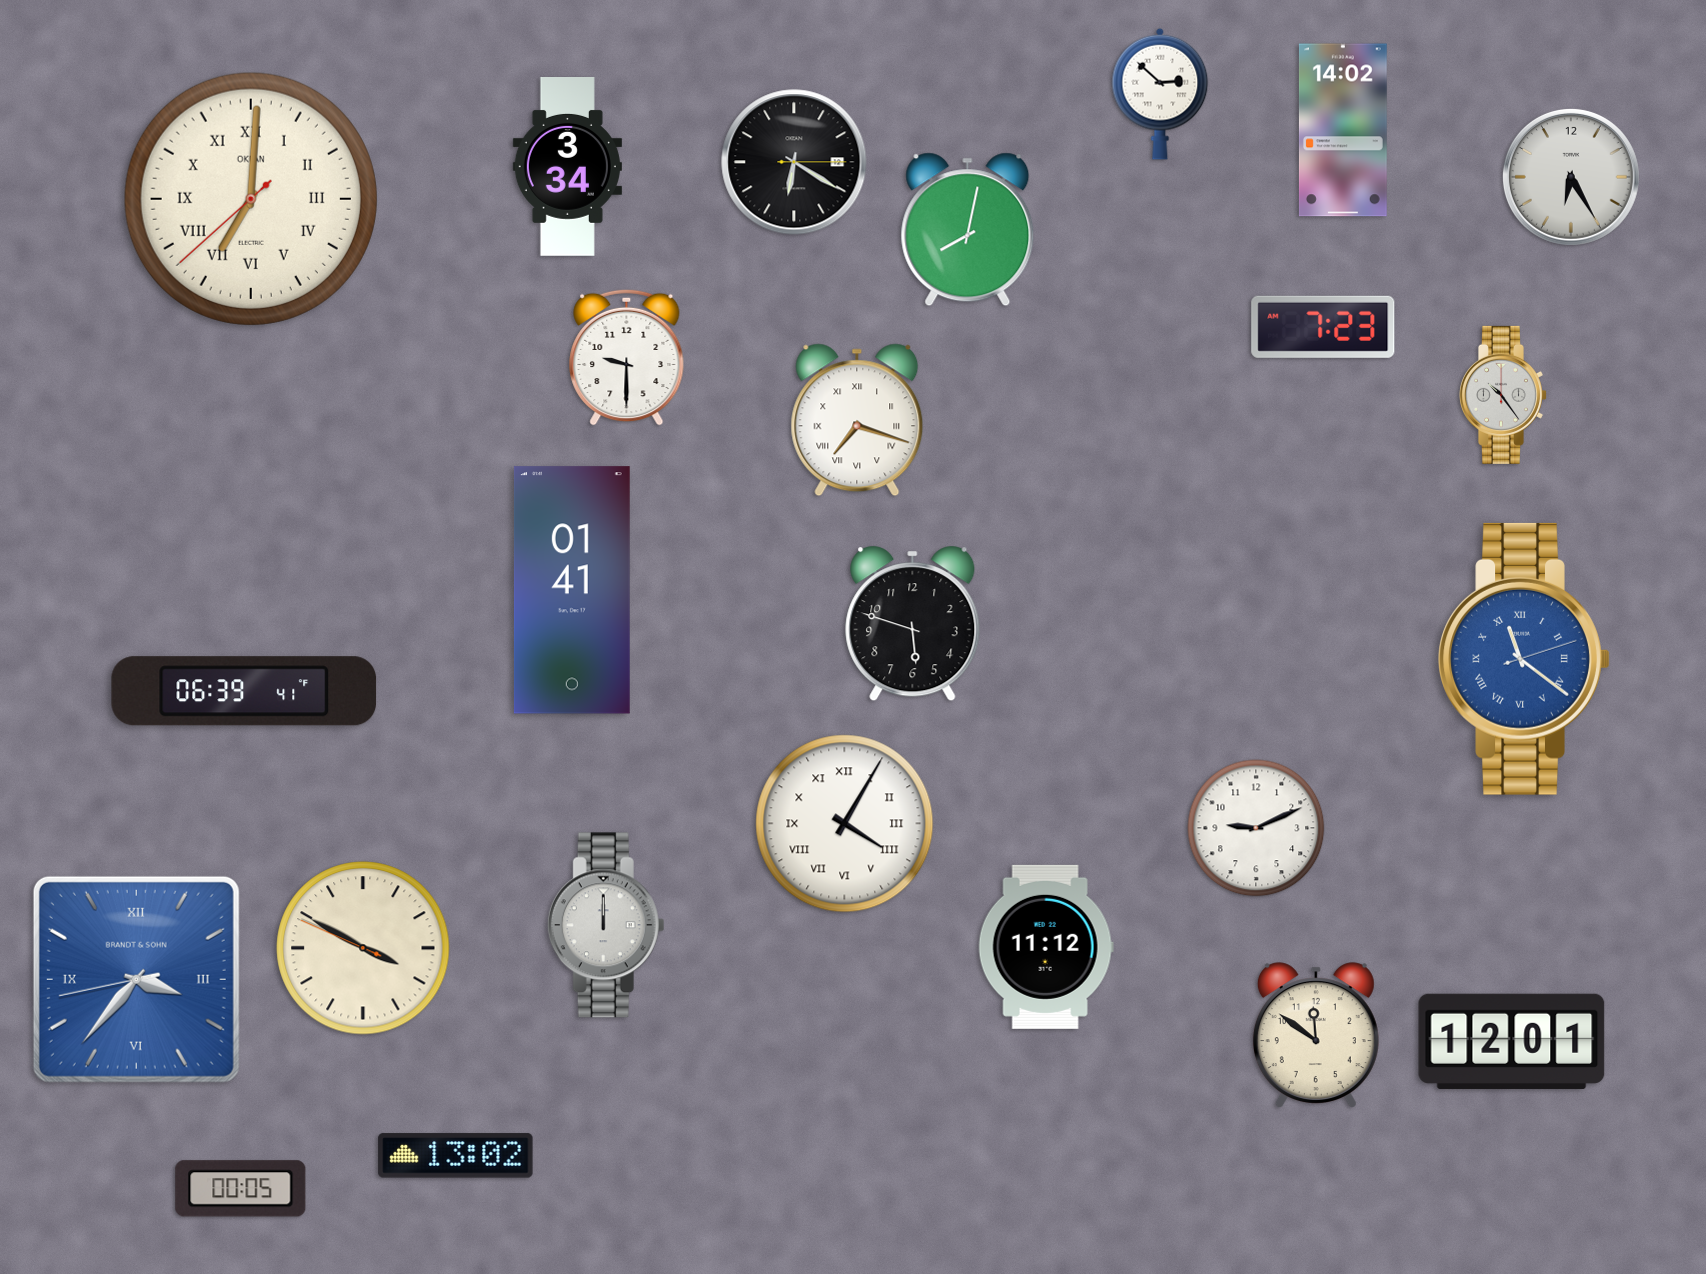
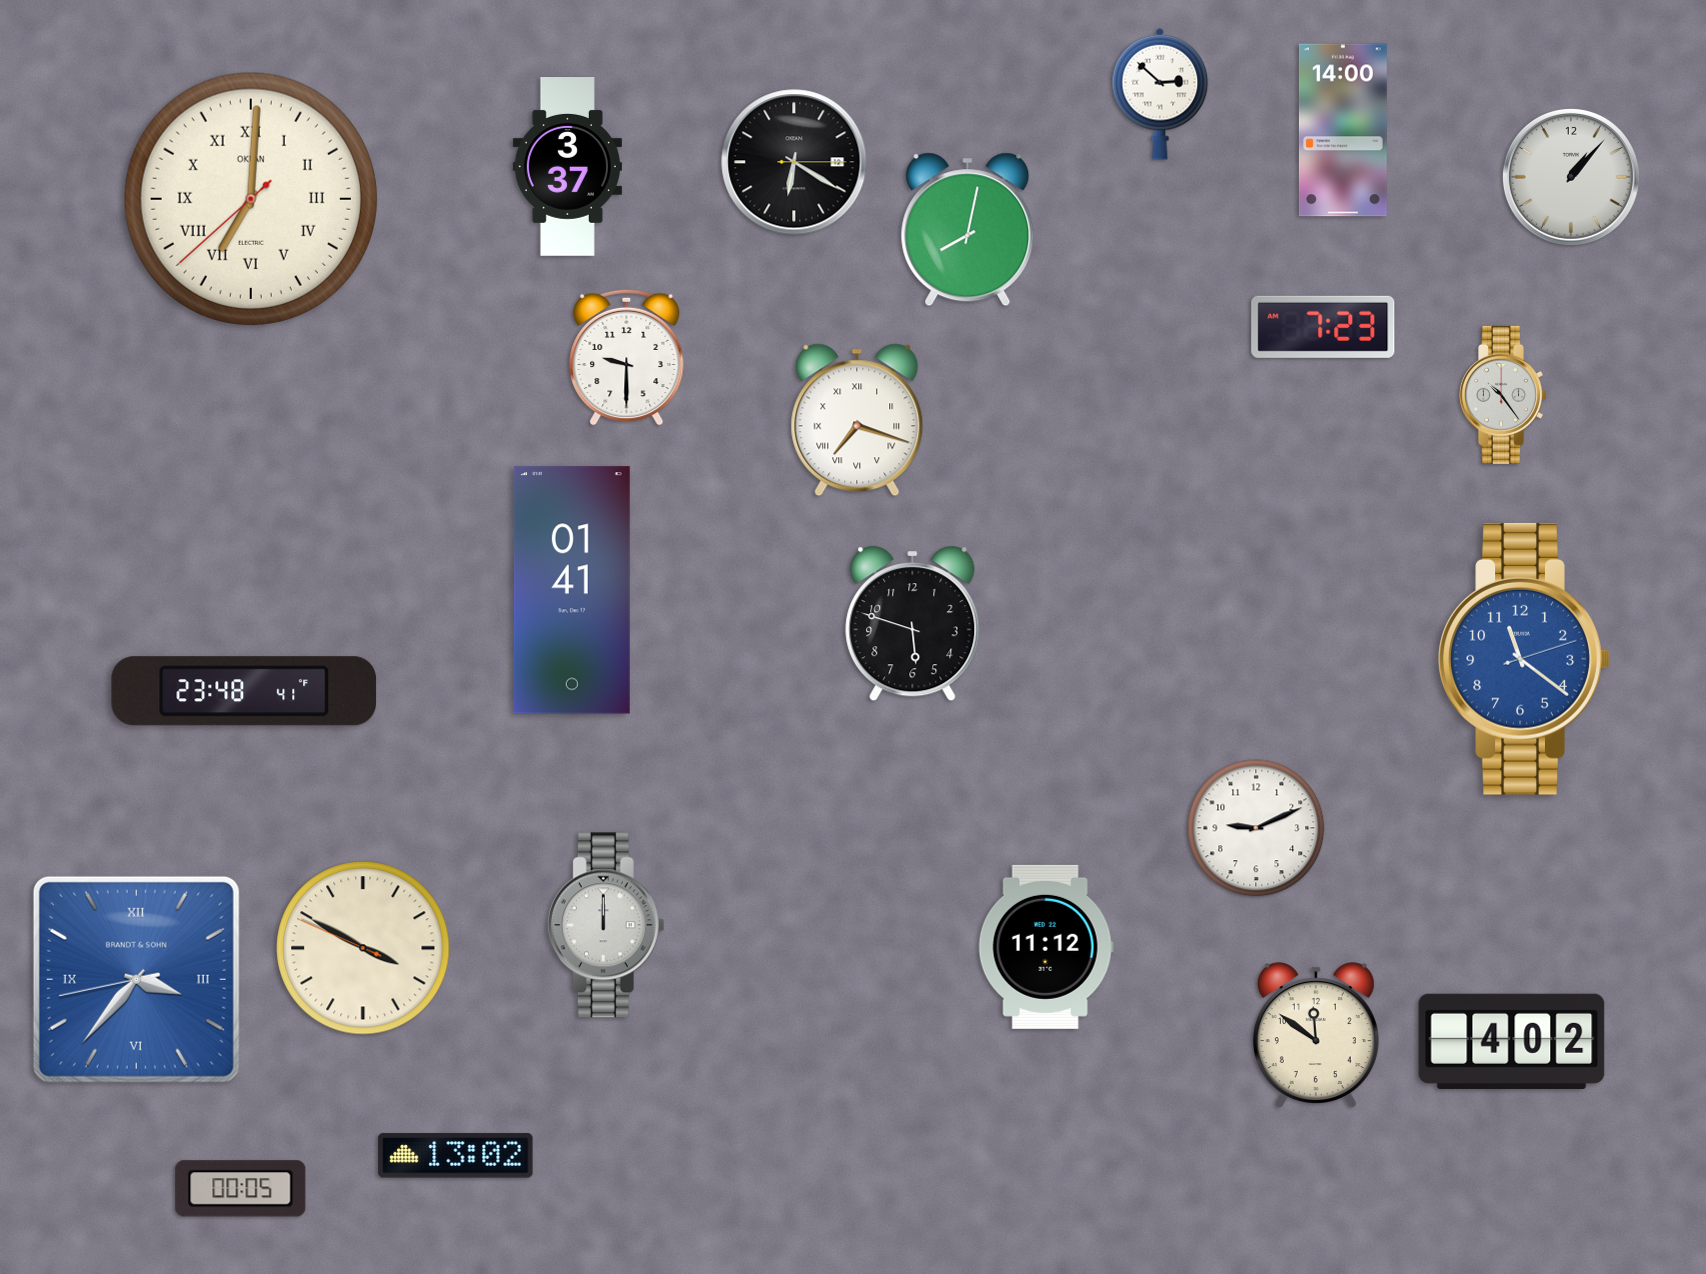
clock at (1343, 130): 14:02 -> 14:00
clock at (567, 167): 3:34 -> 3:37
clock at (1571, 177): 6:25 -> 1:07
clock at (1524, 659) numerals: Roman -> Arabic
clock at (244, 691): 06:39 -> 23:48
clock at (845, 824): 4:05 -> none
clock at (1512, 1041): 12:01 -> 4:02
